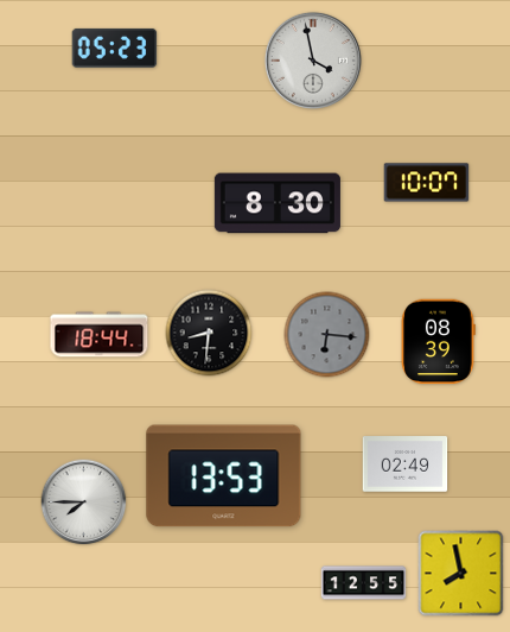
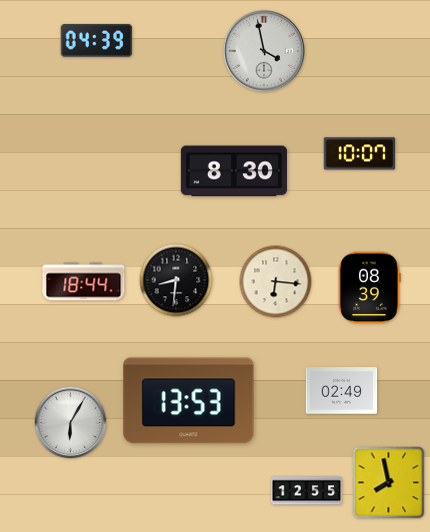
clock at (115, 48): 05:23 -> 04:39
clock at (327, 335) dial: grey -> cream
clock at (84, 503): 7:45 -> 6:05
